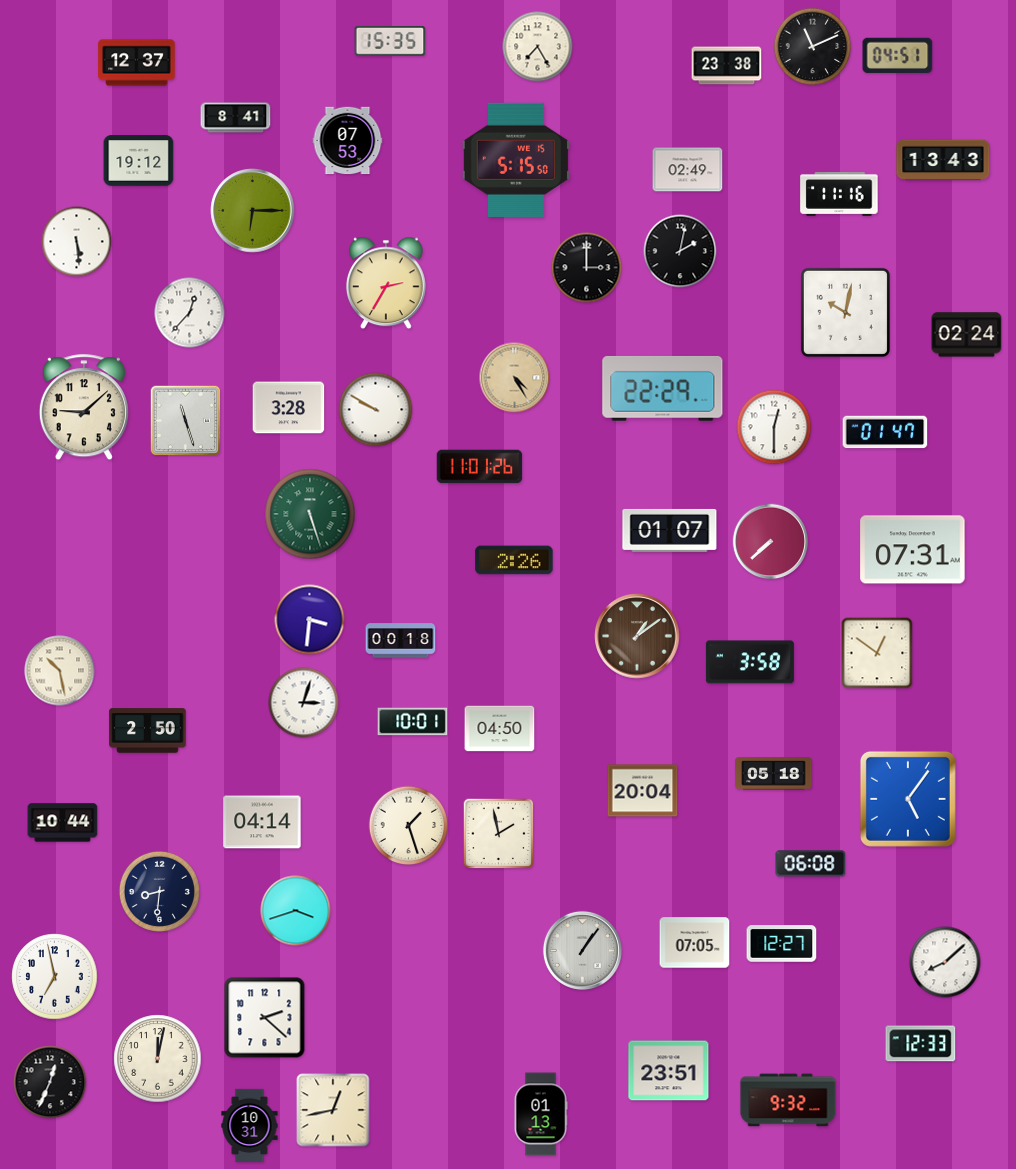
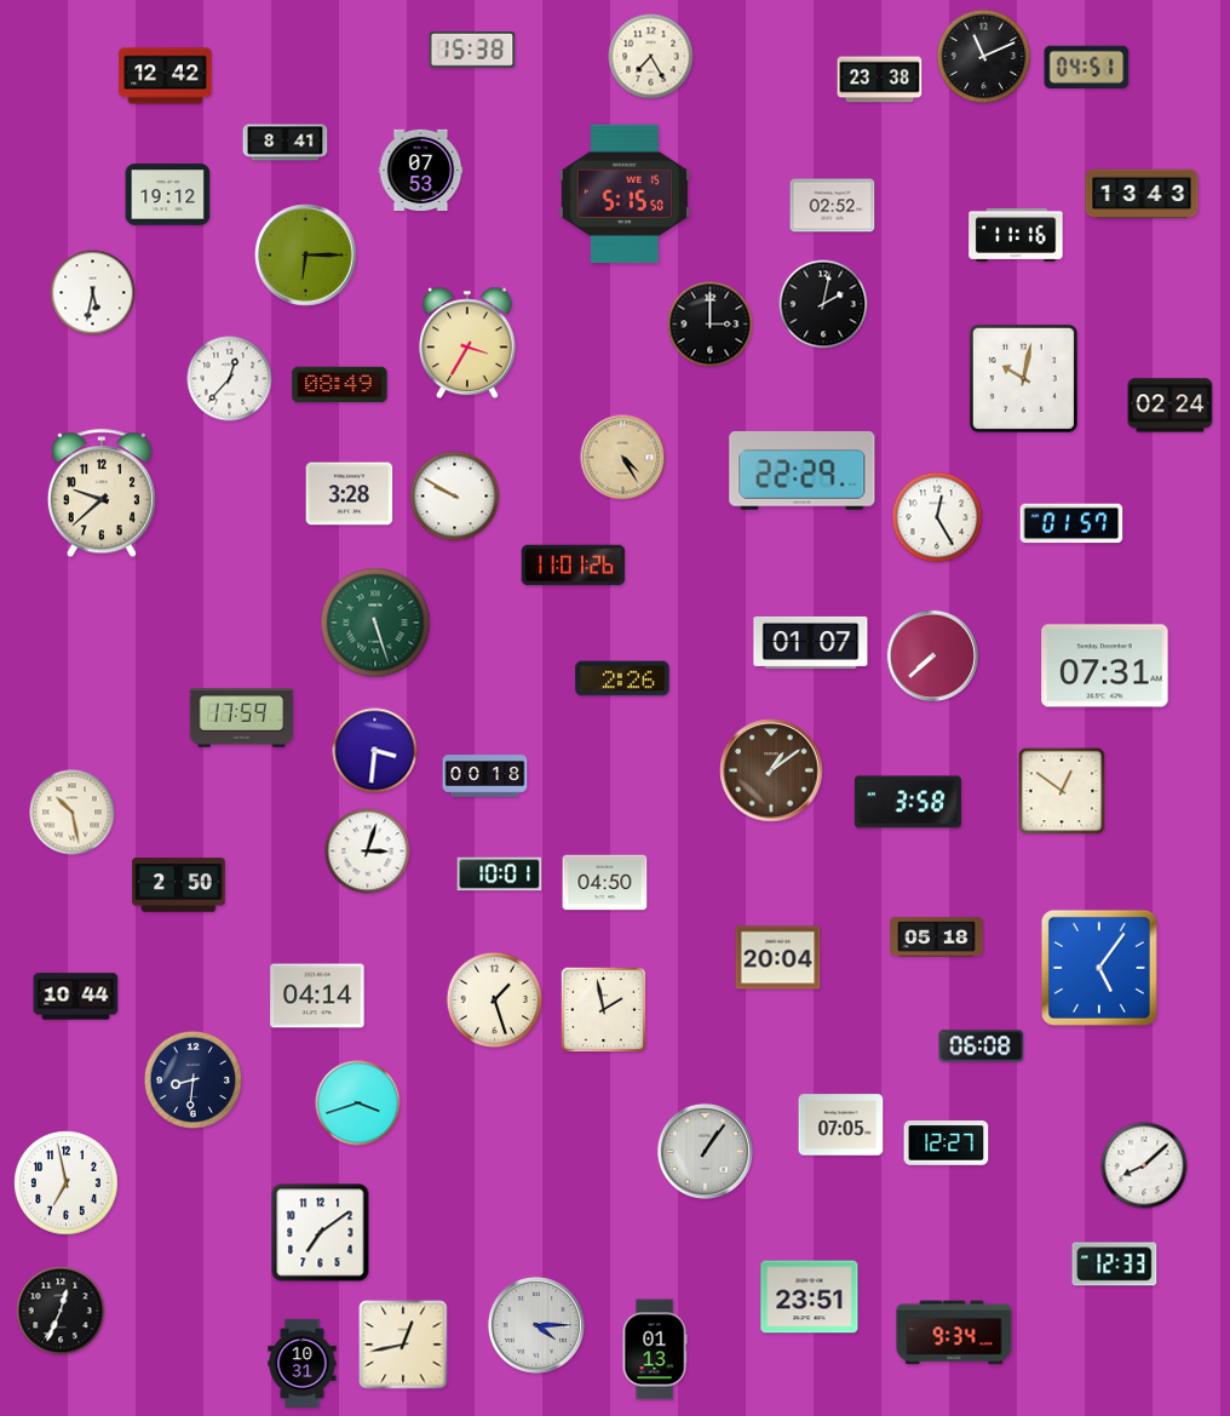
clock at (390, 41): 15:35 -> 15:38
clock at (137, 63): 12:37 -> 12:42
clock at (688, 170): 02:49 -> 02:52
clock at (77, 242): 5:29 -> 5:32
clock at (386, 283): 2:35 -> 3:35
clock at (340, 385): none -> 08:49
clock at (84, 408): 9:08 -> 9:38
clock at (186, 421): 11:27 -> none
clock at (774, 427): 12:30 -> 12:25
clock at (885, 432): 01:47 -> 01:57
clock at (480, 467) position: (480, 467) -> (574, 566)
clock at (242, 718): none -> 17:59
clock at (695, 943) position: (695, 943) -> (841, 1125)
clock at (265, 1018): 2:22 -> 7:09
clock at (158, 1059): 12:02 -> none
clock at (536, 1325): none -> 4:15
clock at (788, 1100): 9:32 -> 9:34
